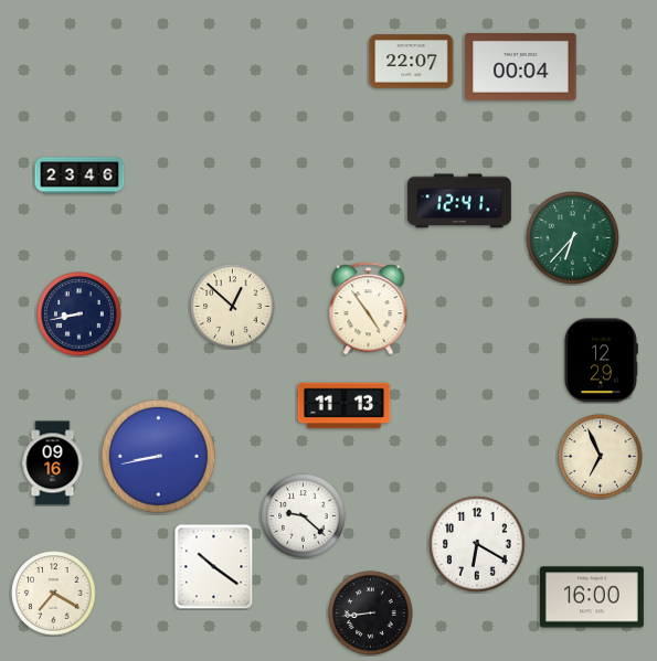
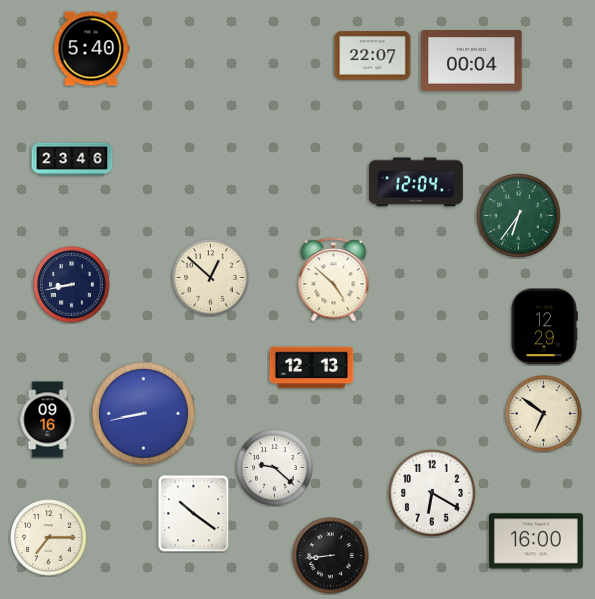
clock at (91, 49): none -> 5:40
clock at (459, 201): 12:41 -> 12:04
clock at (573, 238): 6:37 -> 6:36
clock at (369, 309): 4:54 -> 4:52
clock at (345, 406): 11:13 -> 12:13
clock at (601, 457): 6:56 -> 6:51
clock at (54, 594): 7:20 -> 7:15
clock at (371, 614) position: (371, 614) -> (331, 556)
